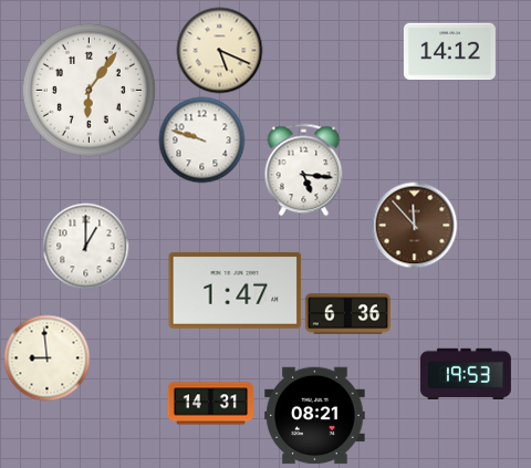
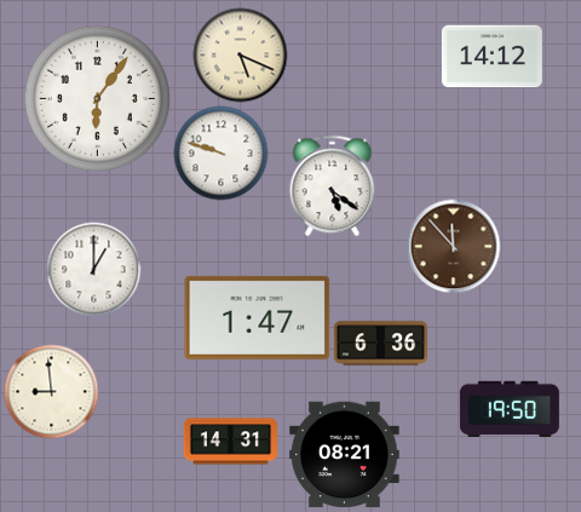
clock at (304, 169): 5:16 -> 5:21
clock at (466, 373): 19:53 -> 19:50
